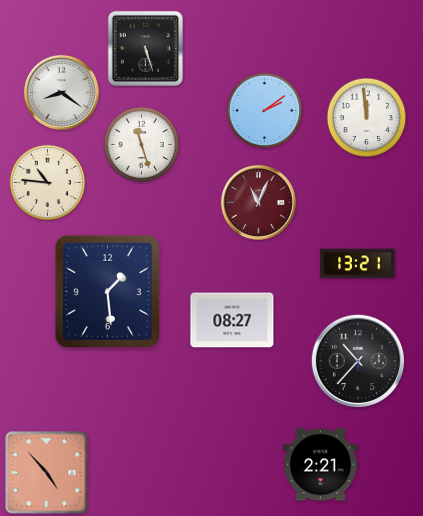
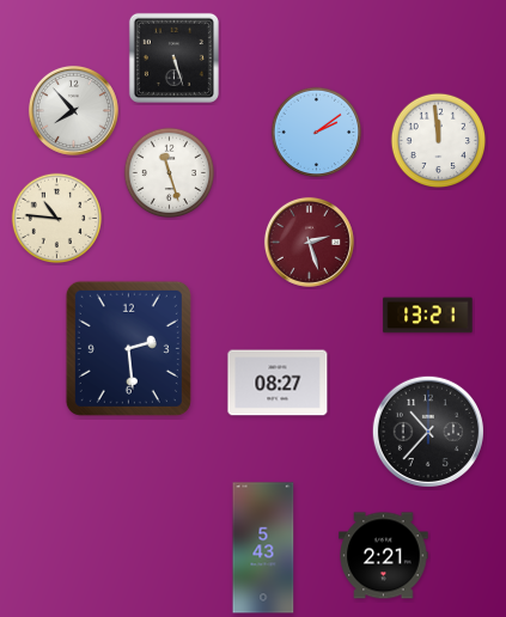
clock at (61, 92): 8:21 -> 7:53
clock at (258, 202): 11:04 -> 2:27
clock at (107, 291): 1:29 -> 2:29
clock at (263, 548): none -> 5:43
clock at (47, 473): 4:53 -> none
